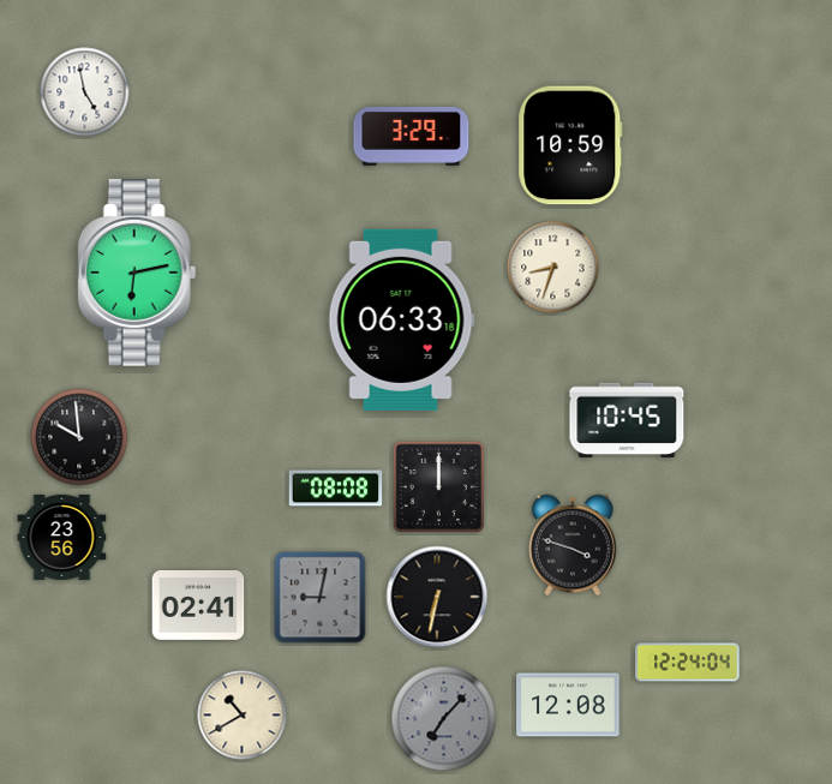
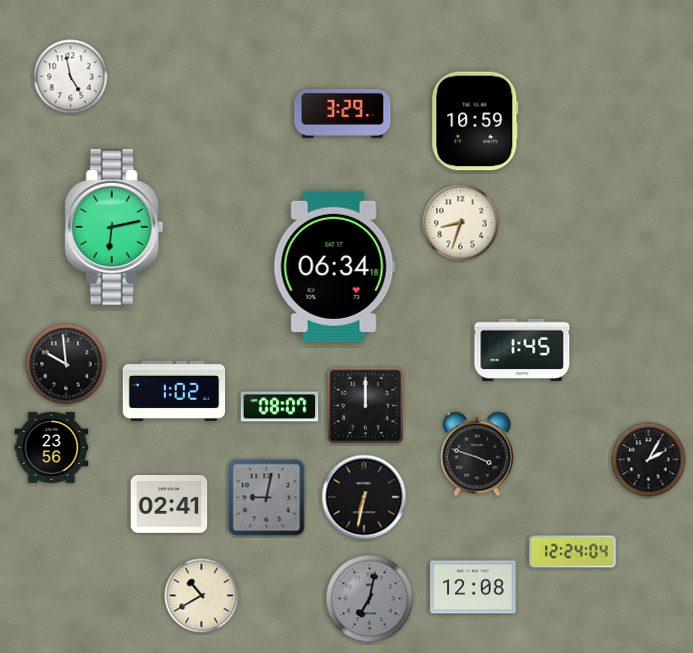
clock at (401, 319): 06:33 -> 06:34
clock at (627, 419): 10:45 -> 1:45
clock at (174, 391): none -> 1:02
clock at (336, 489): 08:08 -> 08:07
clock at (649, 460): none -> 2:05
clock at (198, 605) position: (198, 605) -> (169, 504)
clock at (444, 719): 7:07 -> 7:02
